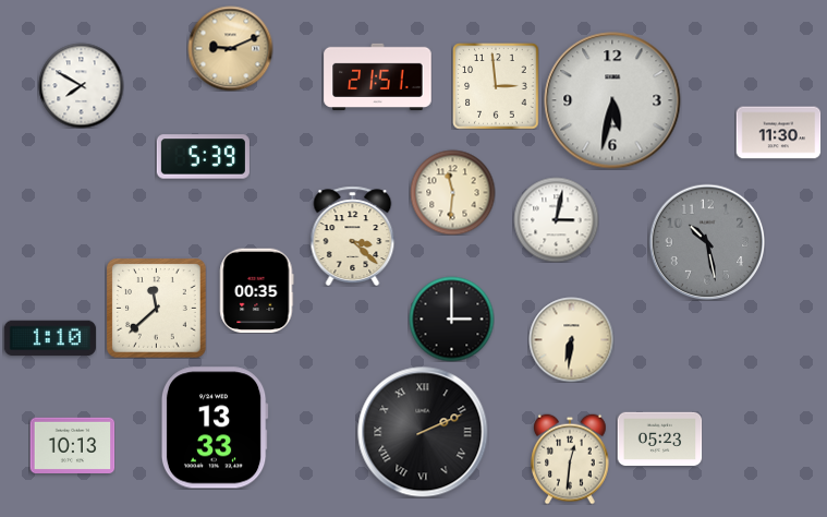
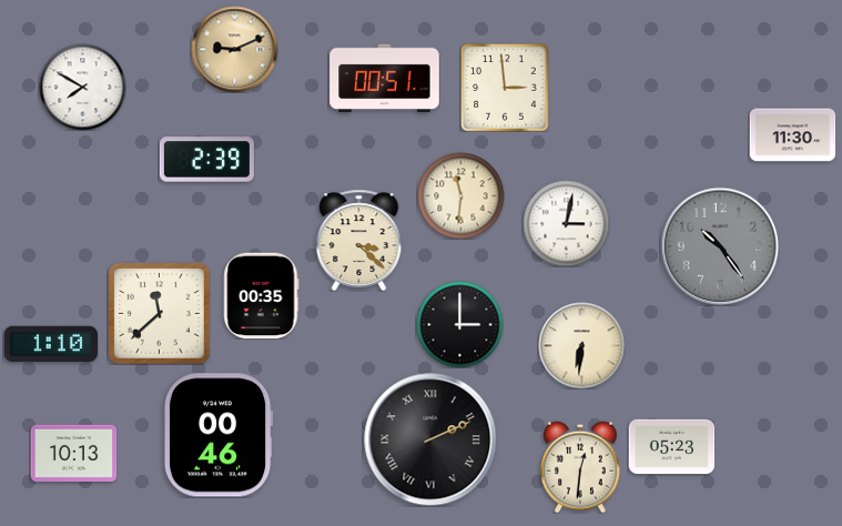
clock at (378, 77): 21:51 -> 00:51
clock at (612, 100): 5:32 -> none
clock at (203, 157): 5:39 -> 2:39
clock at (707, 242): 10:28 -> 10:24
clock at (215, 428): 13:33 -> 00:46
